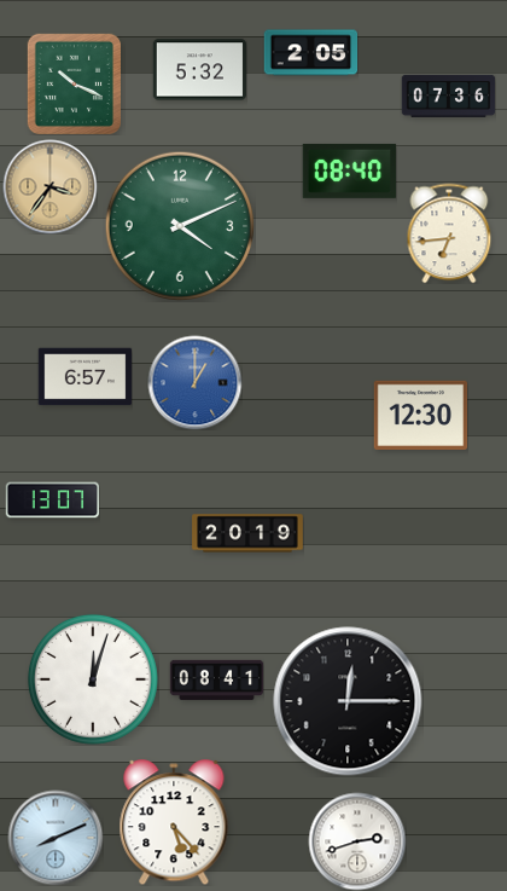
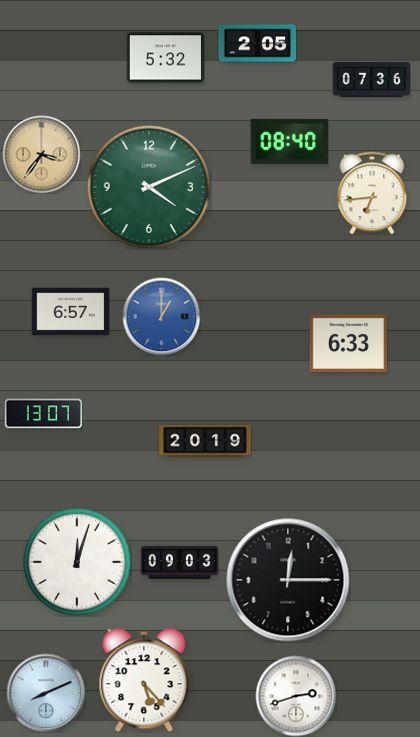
clock at (74, 83): 10:19 -> none
clock at (420, 415): 12:30 -> 6:33
clock at (216, 679): 08:41 -> 09:03
